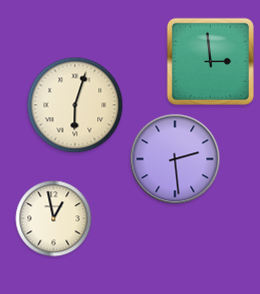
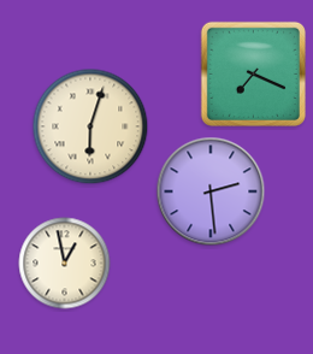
clock at (210, 61): 2:59 -> 7:19
